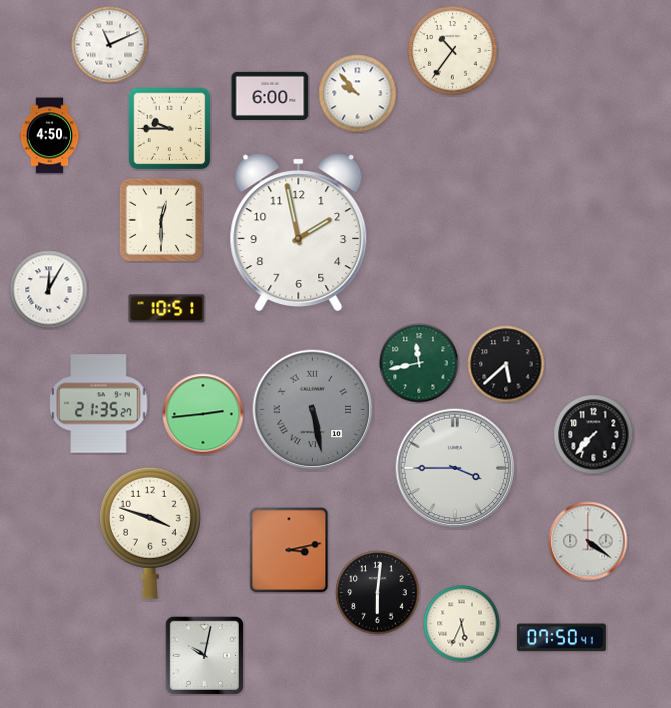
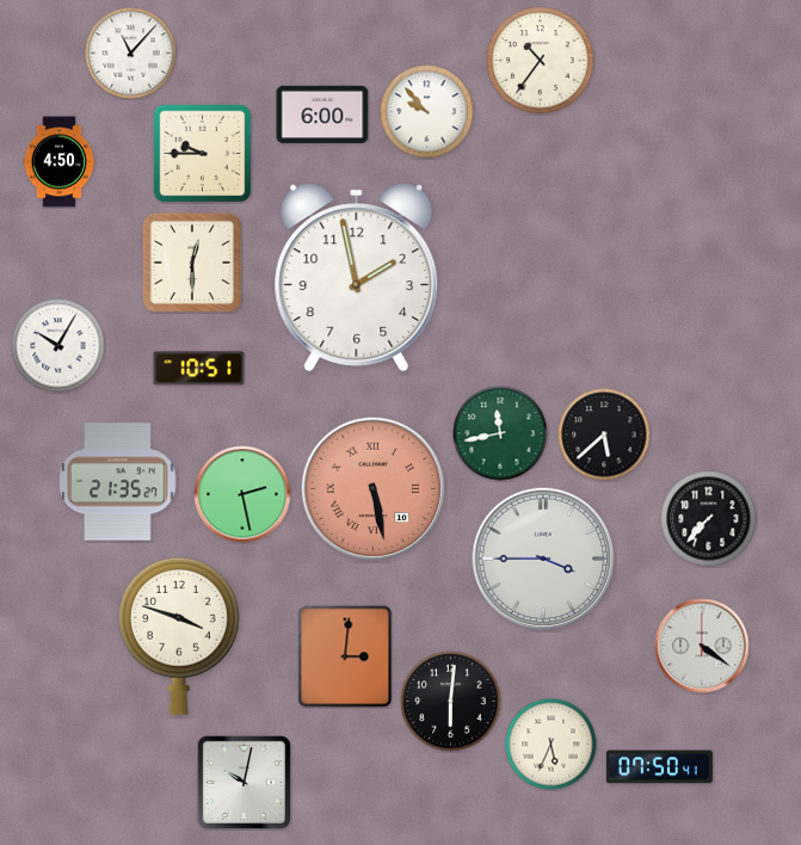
clock at (110, 45): 11:11 -> 11:07
clock at (49, 290): 12:05 -> 10:05
clock at (313, 410) dial: grey -> salmon
clock at (203, 414): 2:44 -> 2:28
clock at (289, 550): 3:13 -> 3:01
clock at (378, 593) position: (378, 593) -> (451, 702)
clock at (561, 638) position: (561, 638) -> (659, 767)
